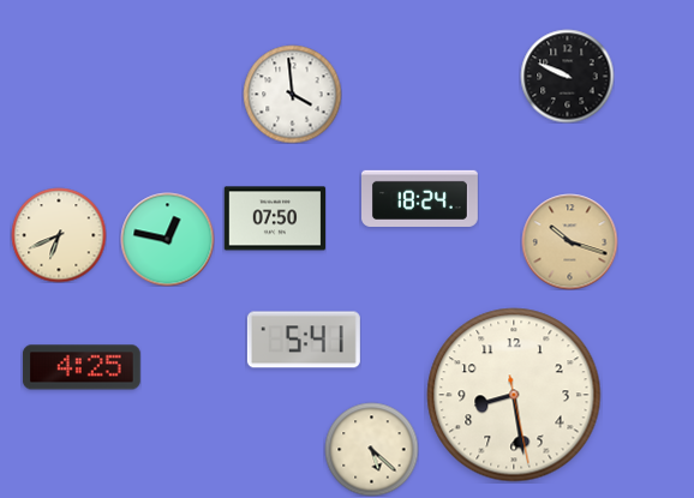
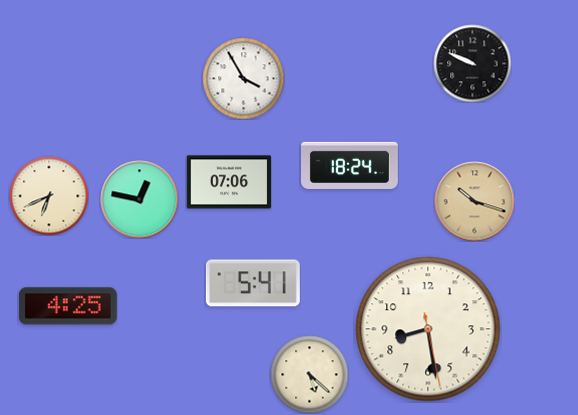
clock at (292, 94): 3:59 -> 3:55
clock at (275, 218): 07:50 -> 07:06
